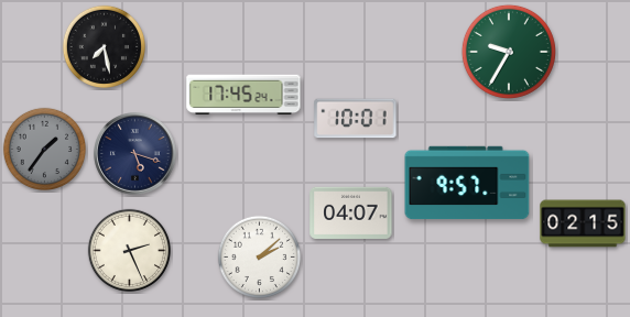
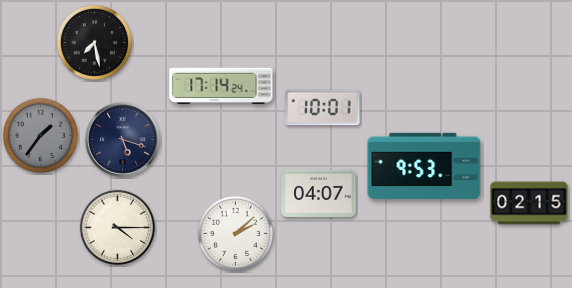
clock at (509, 52): 9:35 -> none
clock at (243, 95): 17:45 -> 17:14
clock at (467, 183): 9:57 -> 9:53
clock at (129, 250): 2:26 -> 4:15
